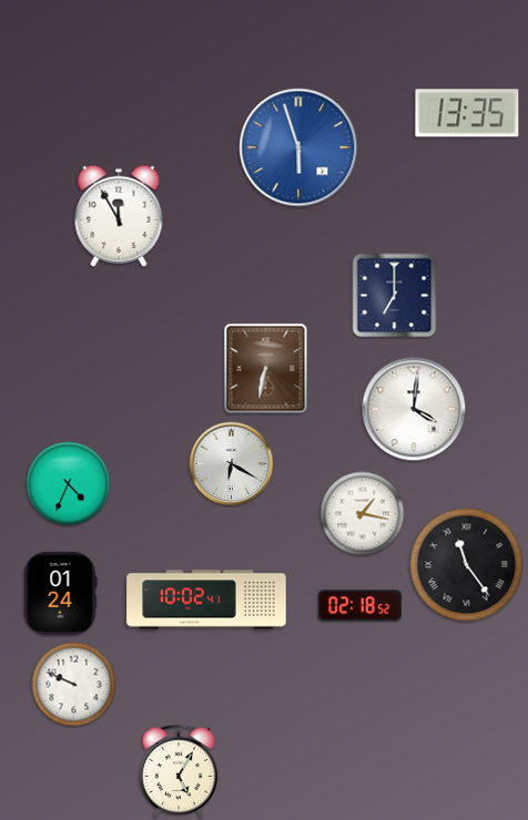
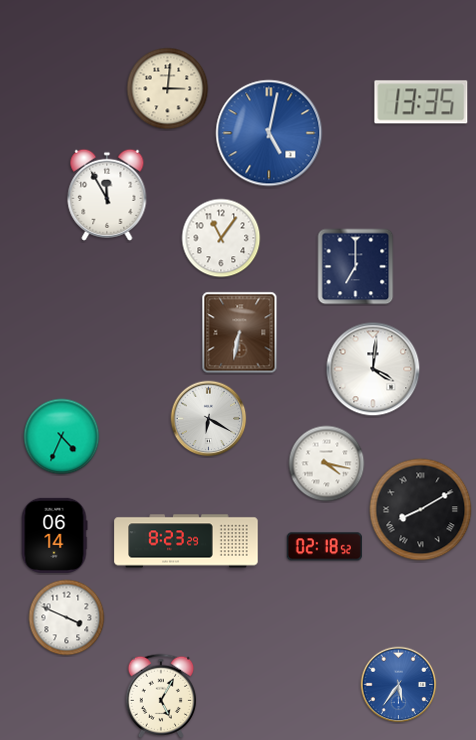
clock at (168, 89): none -> 3:01
clock at (298, 147): 5:57 -> 5:02
clock at (221, 238): none -> 11:06
clock at (363, 514): 1:17 -> 4:17
clock at (467, 565): 11:24 -> 8:10
clock at (60, 593): 01:24 -> 06:14
clock at (206, 599): 10:02 -> 8:23
clock at (74, 685): 9:49 -> 3:49
clock at (399, 685): none -> 5:36
